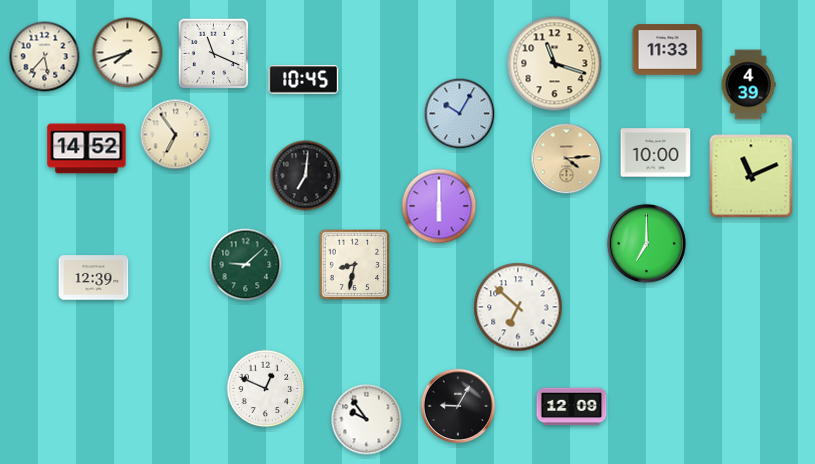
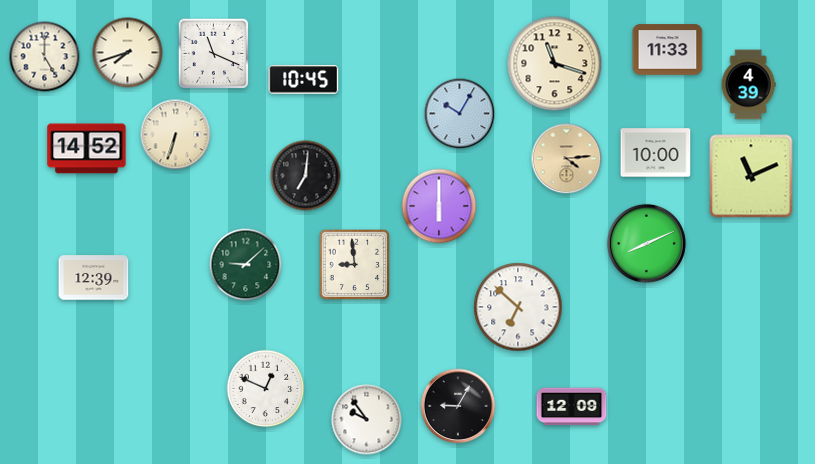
clock at (45, 57): 5:37 -> 5:00
clock at (176, 135): 6:54 -> 6:33
clock at (646, 243): 7:00 -> 8:11
clock at (355, 265): 8:32 -> 8:59
